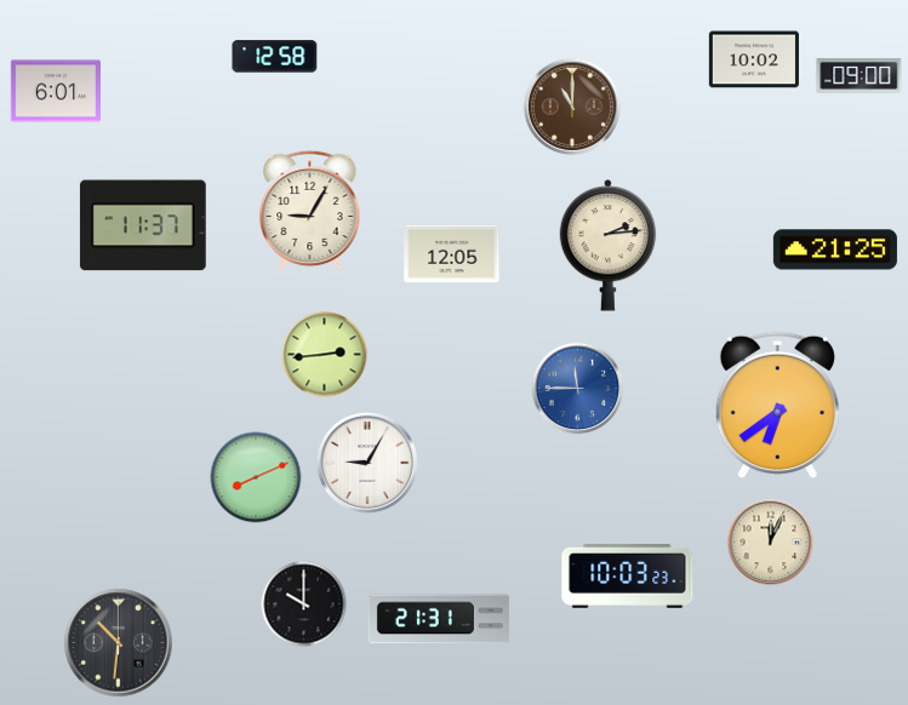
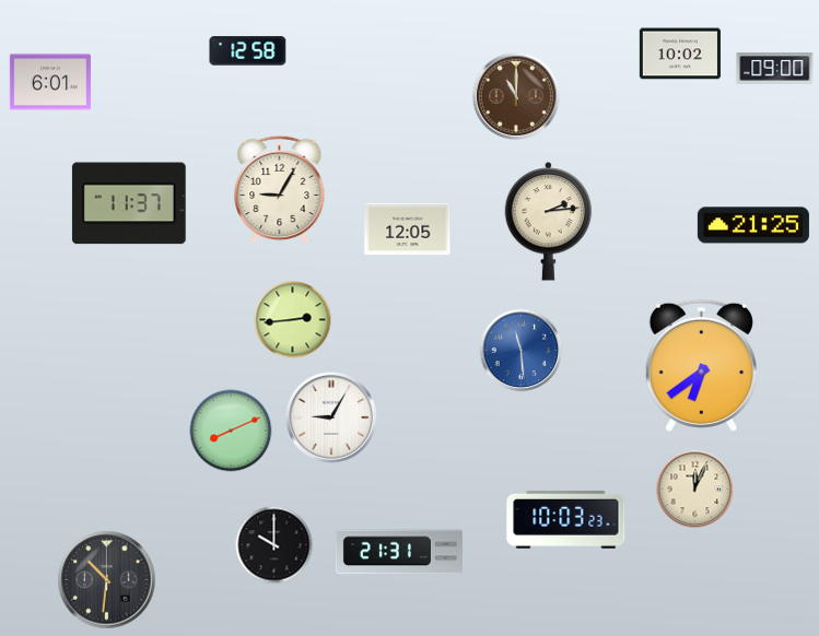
clock at (578, 389): 11:45 -> 11:29
clock at (439, 619) position: (439, 619) -> (399, 552)
